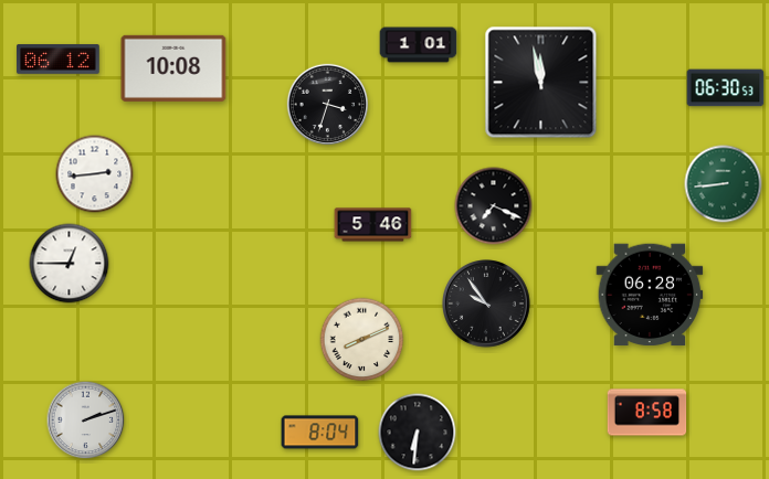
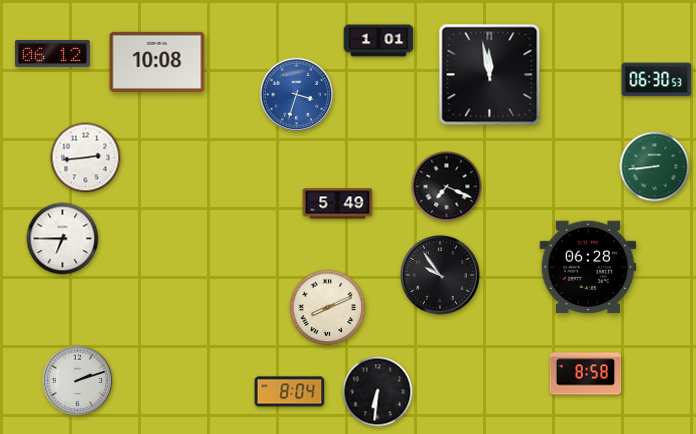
clock at (327, 104) dial: black -> blue
clock at (373, 225): 5:46 -> 5:49
clock at (70, 264): 12:45 -> 6:45
